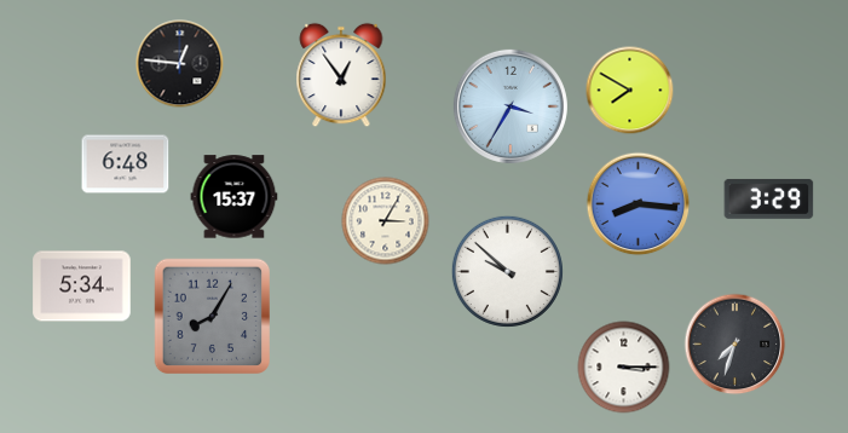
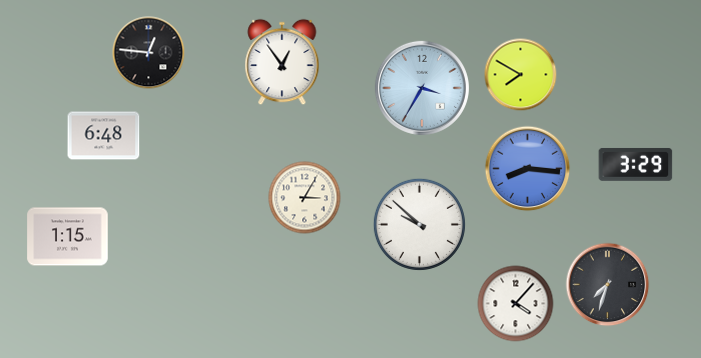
clock at (235, 197): 15:37 -> none
clock at (386, 221) position: (386, 221) -> (305, 198)
clock at (82, 287): 5:34 -> 1:15
clock at (212, 316): 8:05 -> none
clock at (624, 368): 3:15 -> 4:07
